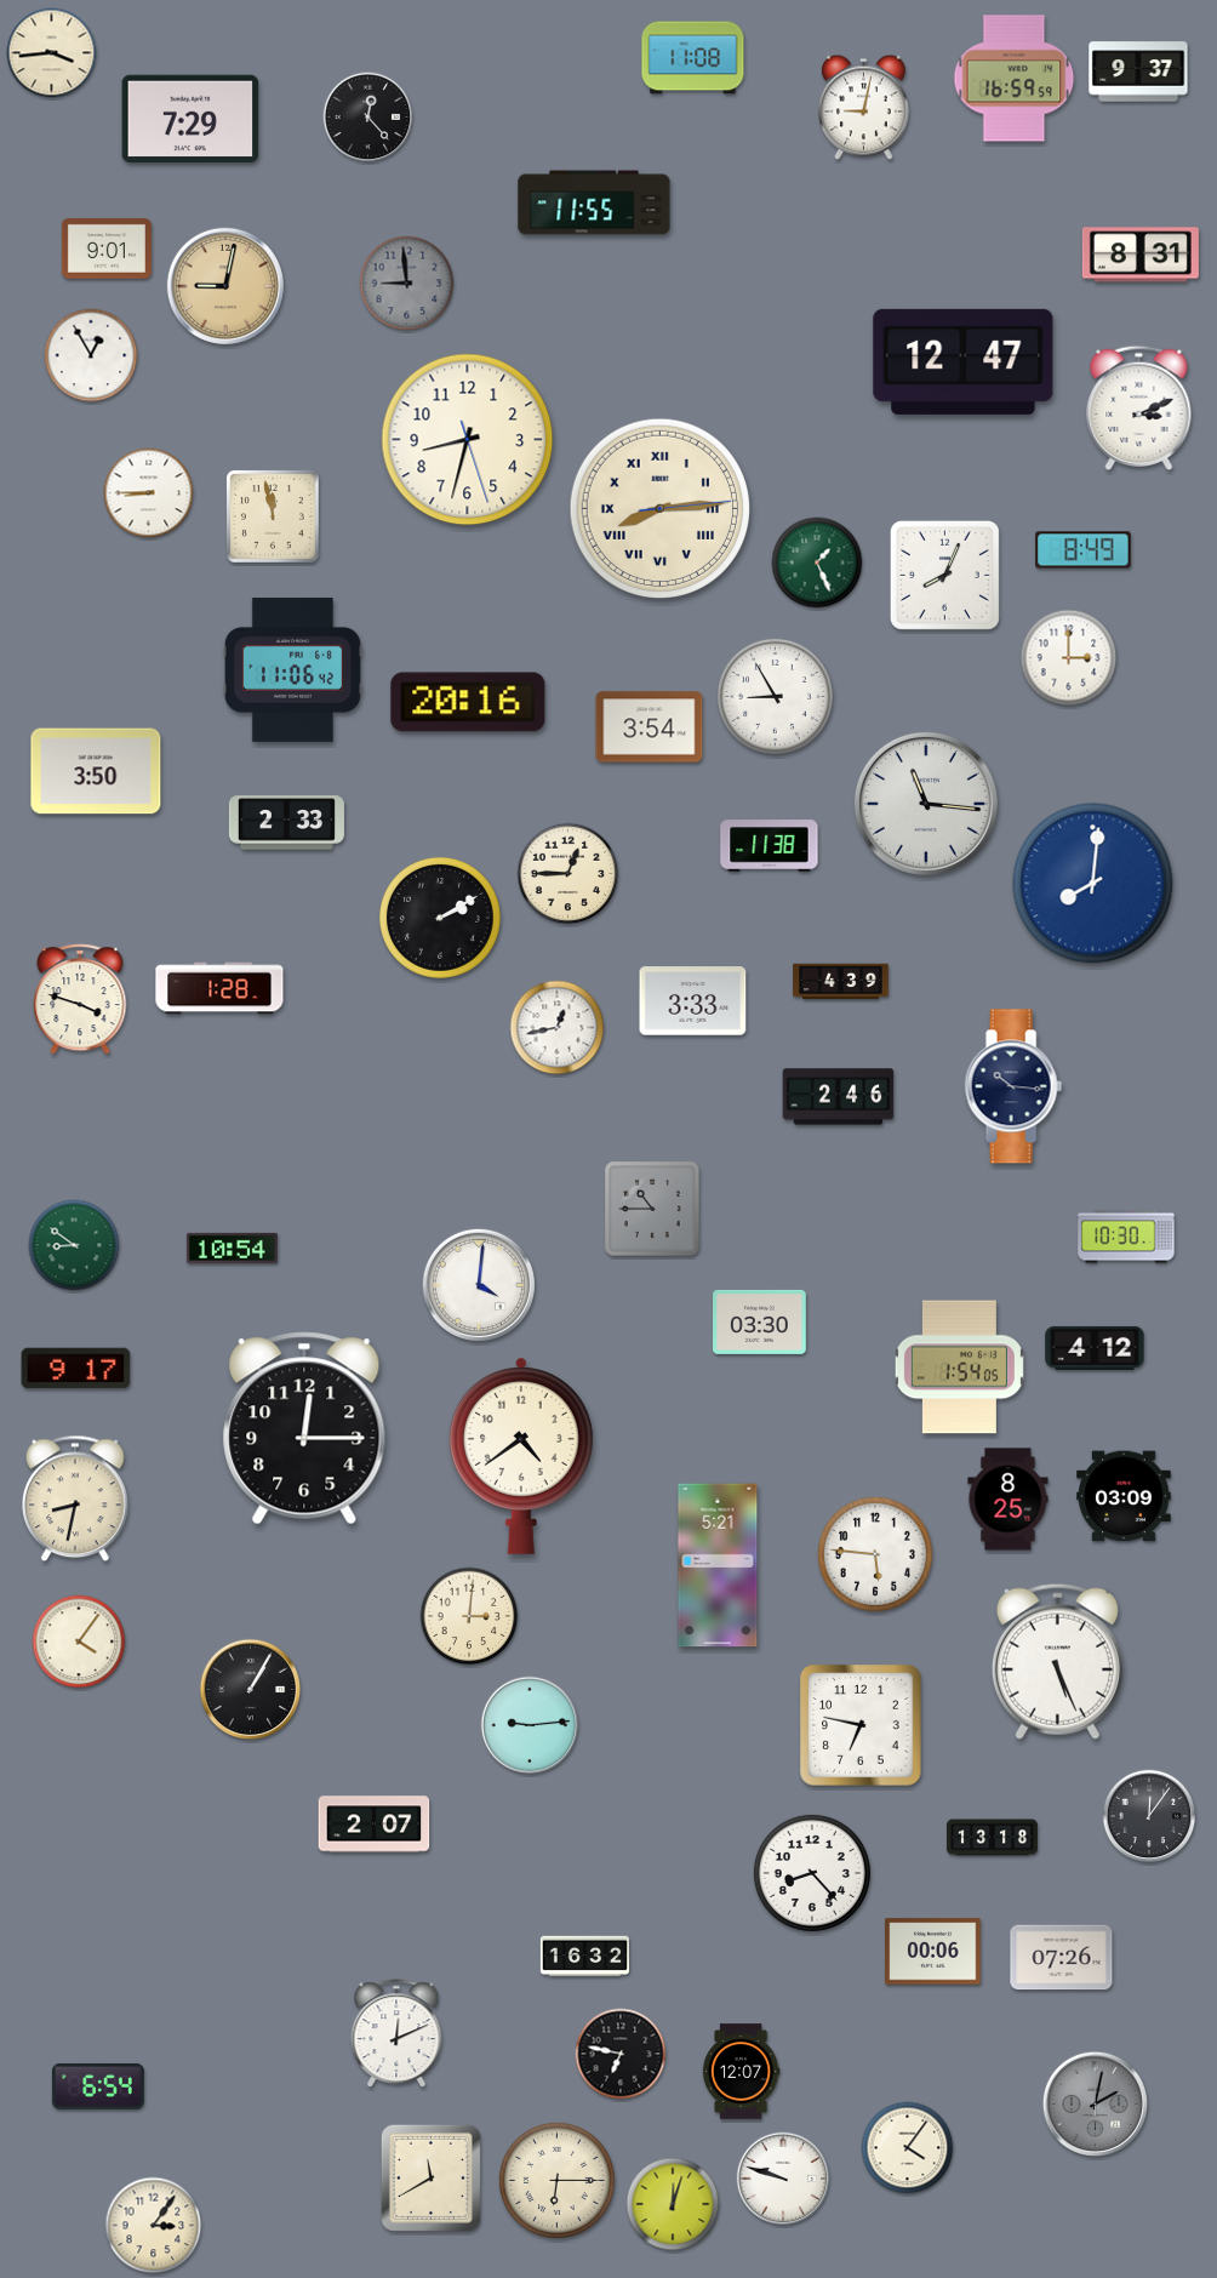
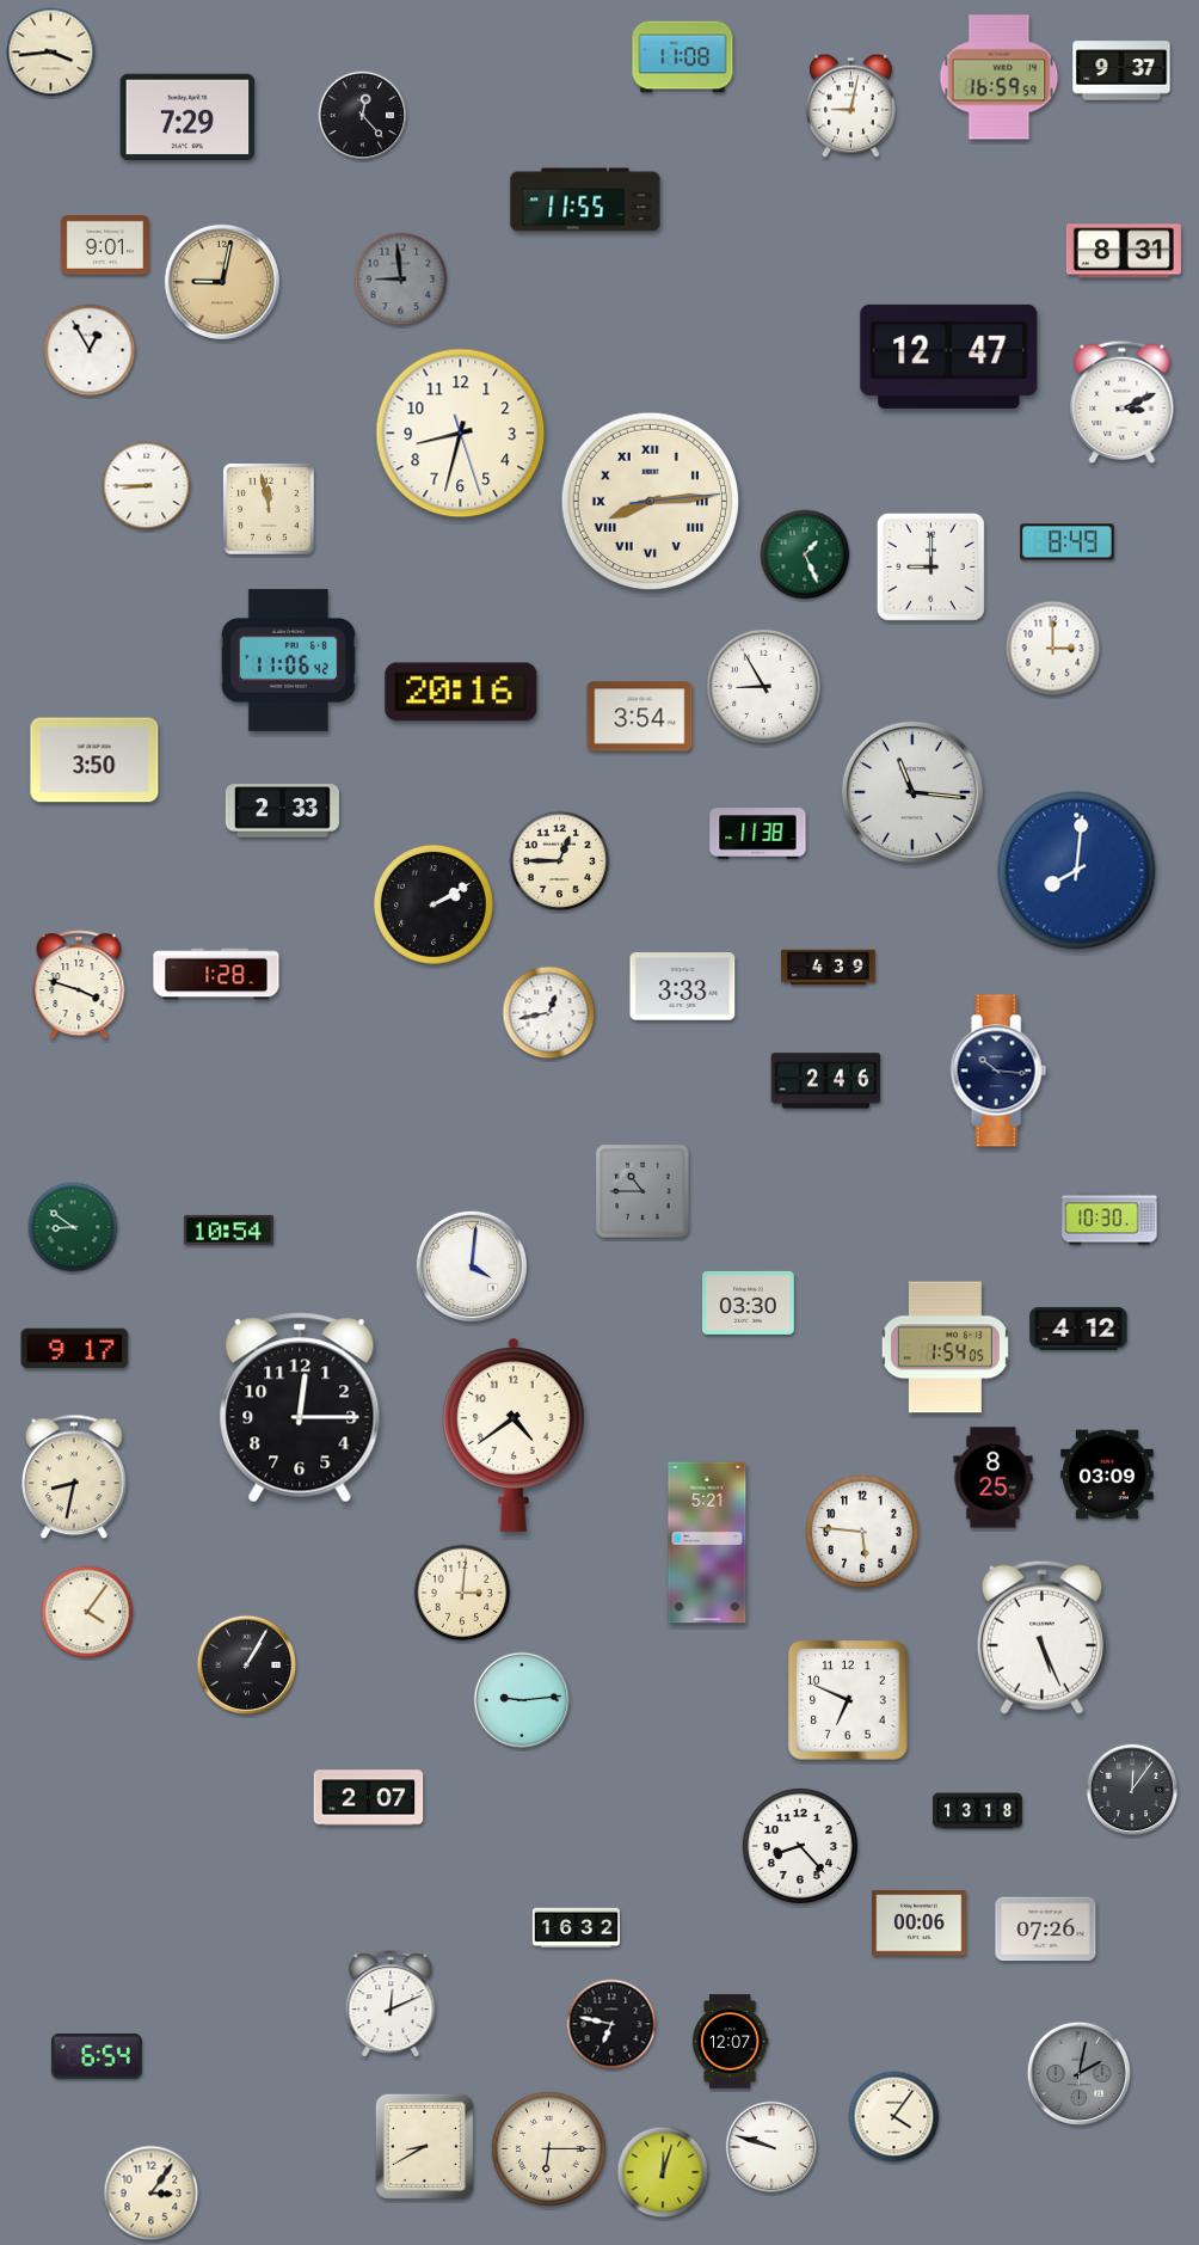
clock at (944, 575): 8:04 -> 9:00
clock at (79, 1642) position: (79, 1642) -> (87, 1612)
clock at (861, 1725): 6:47 -> 6:49
clock at (430, 2177): 11:40 -> 8:40
